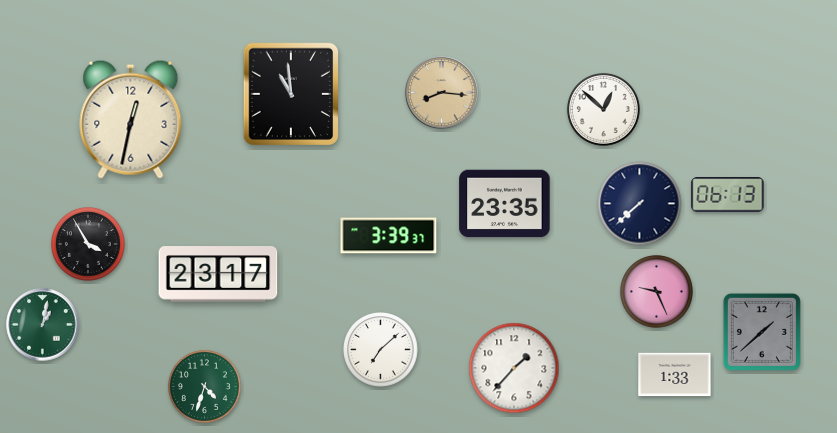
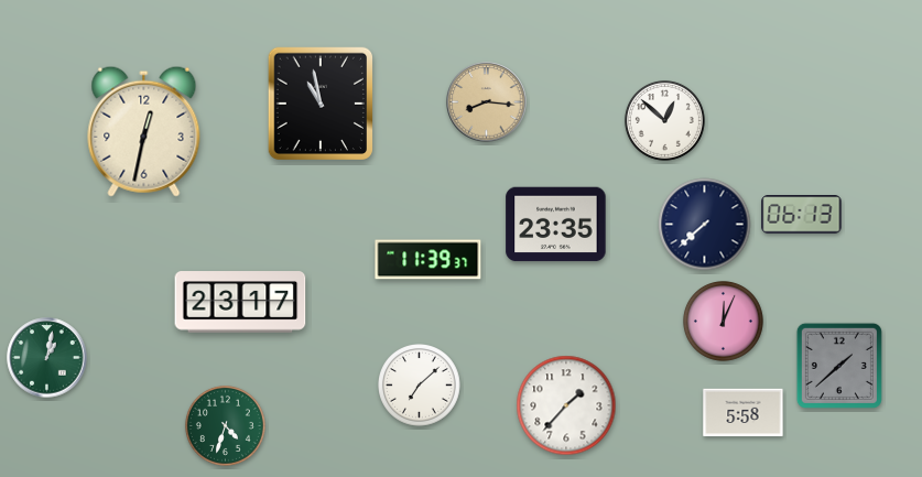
clock at (290, 93): 10:59 -> 10:58
clock at (389, 236): 3:39 -> 11:39
clock at (89, 245): 3:55 -> none
clock at (656, 291): 9:26 -> 12:04
clock at (675, 375): 1:33 -> 5:58
